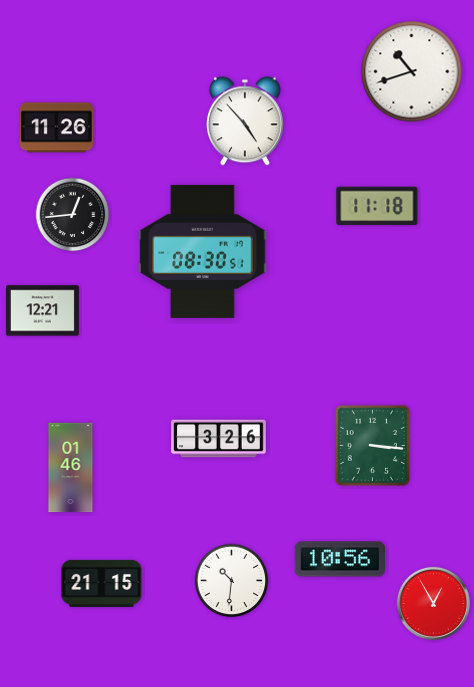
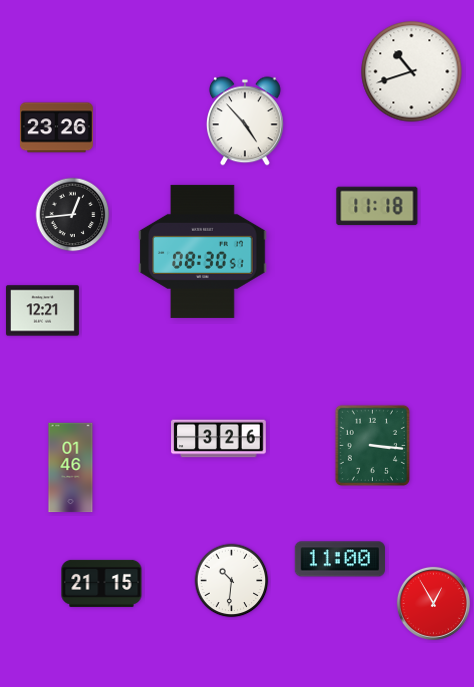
clock at (56, 128): 11:26 -> 23:26
clock at (339, 559): 10:56 -> 11:00
